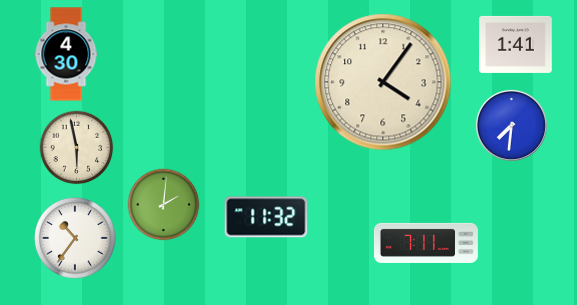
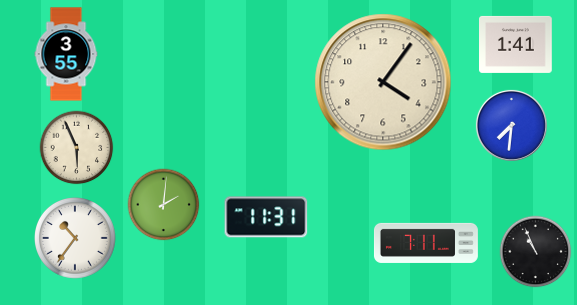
clock at (66, 54): 4:30 -> 3:55
clock at (77, 148): 5:58 -> 5:56
clock at (266, 217): 11:32 -> 11:31
clock at (536, 252): none -> 10:56
